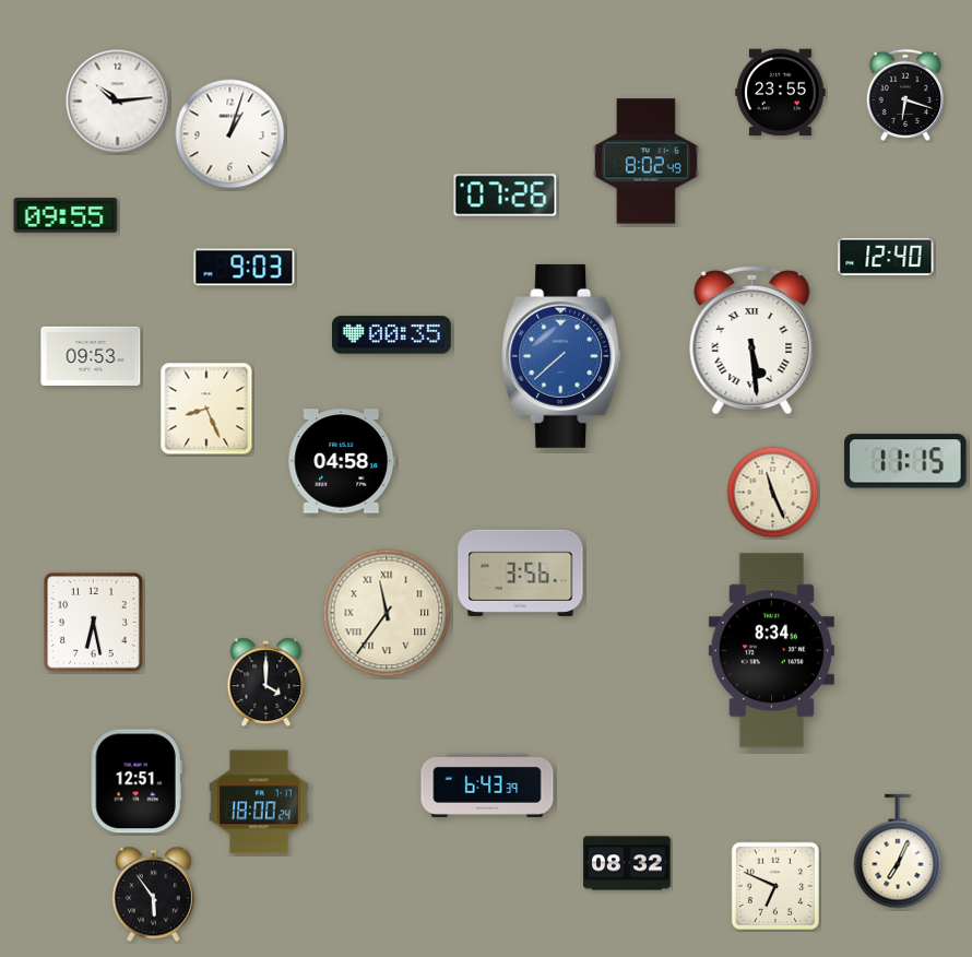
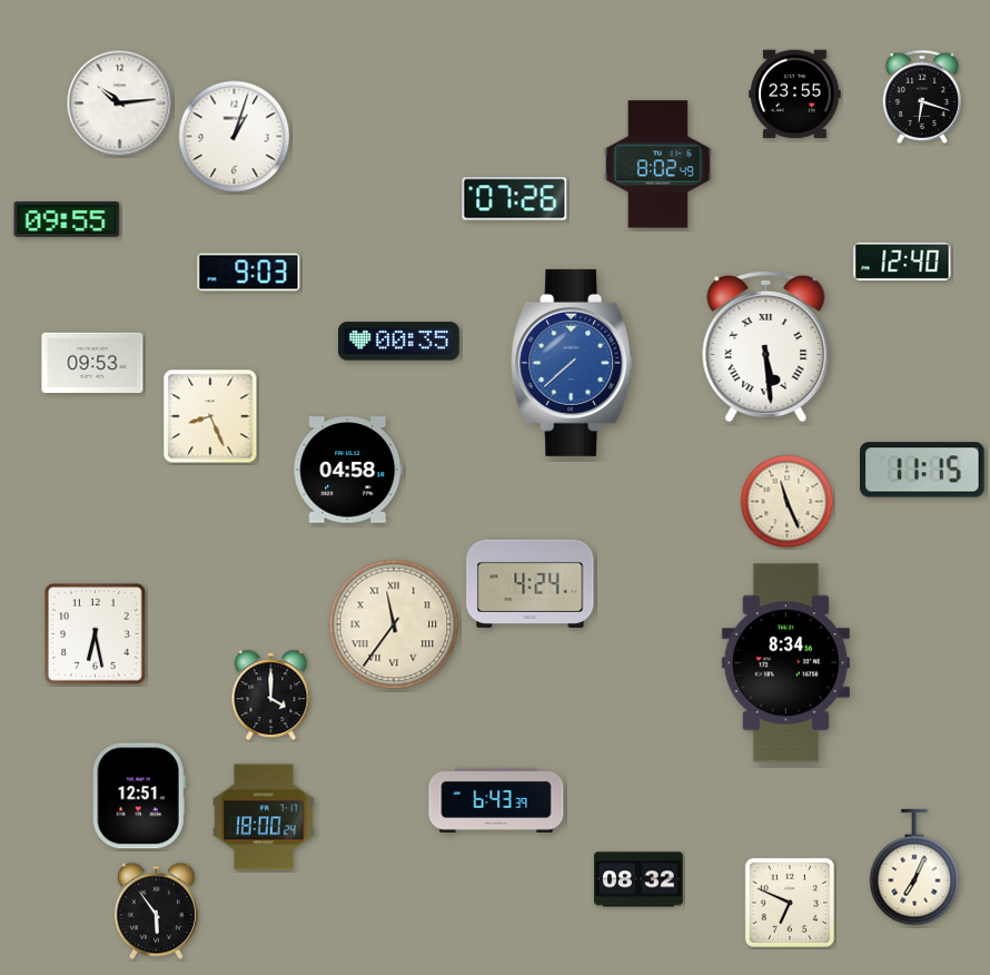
clock at (521, 572): 3:56 -> 4:24
